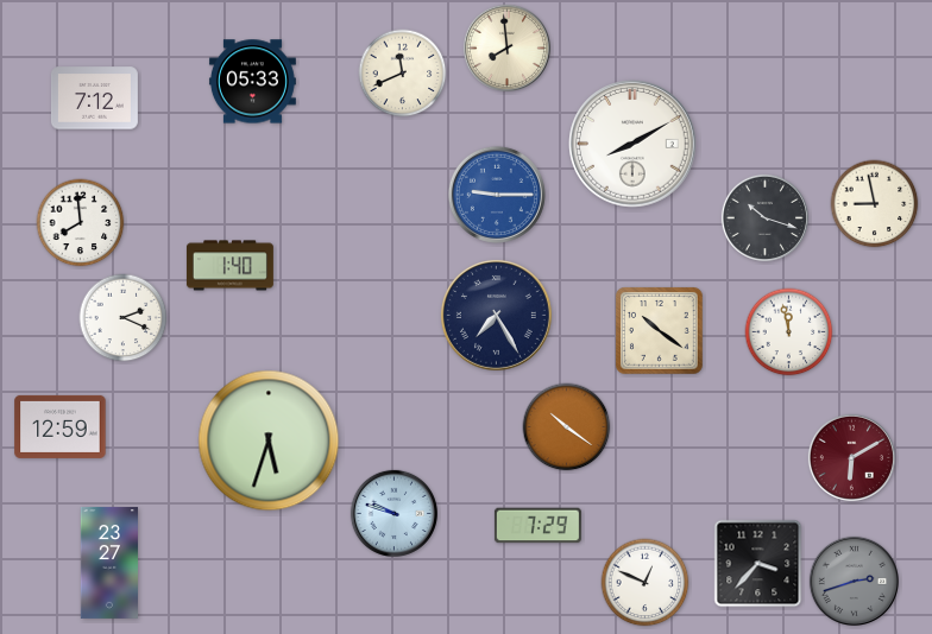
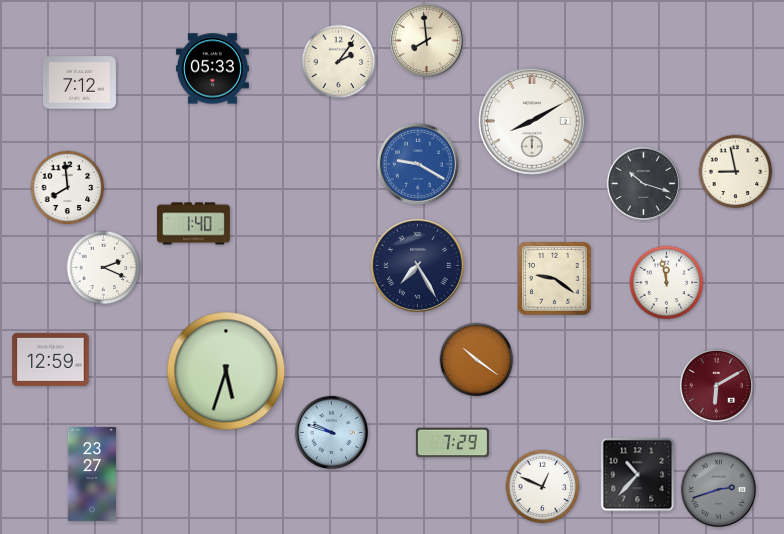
clock at (403, 74): 11:41 -> 2:06
clock at (497, 195): 9:15 -> 9:20
clock at (660, 331): 10:21 -> 9:21
clock at (789, 332) position: (789, 332) -> (667, 283)
clock at (758, 564): 3:37 -> 10:37
clock at (646, 583) position: (646, 583) -> (543, 487)
